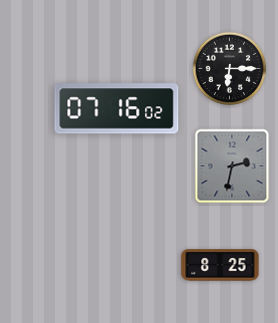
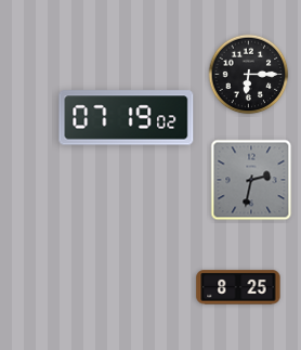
clock at (117, 109): 07:16 -> 07:19
